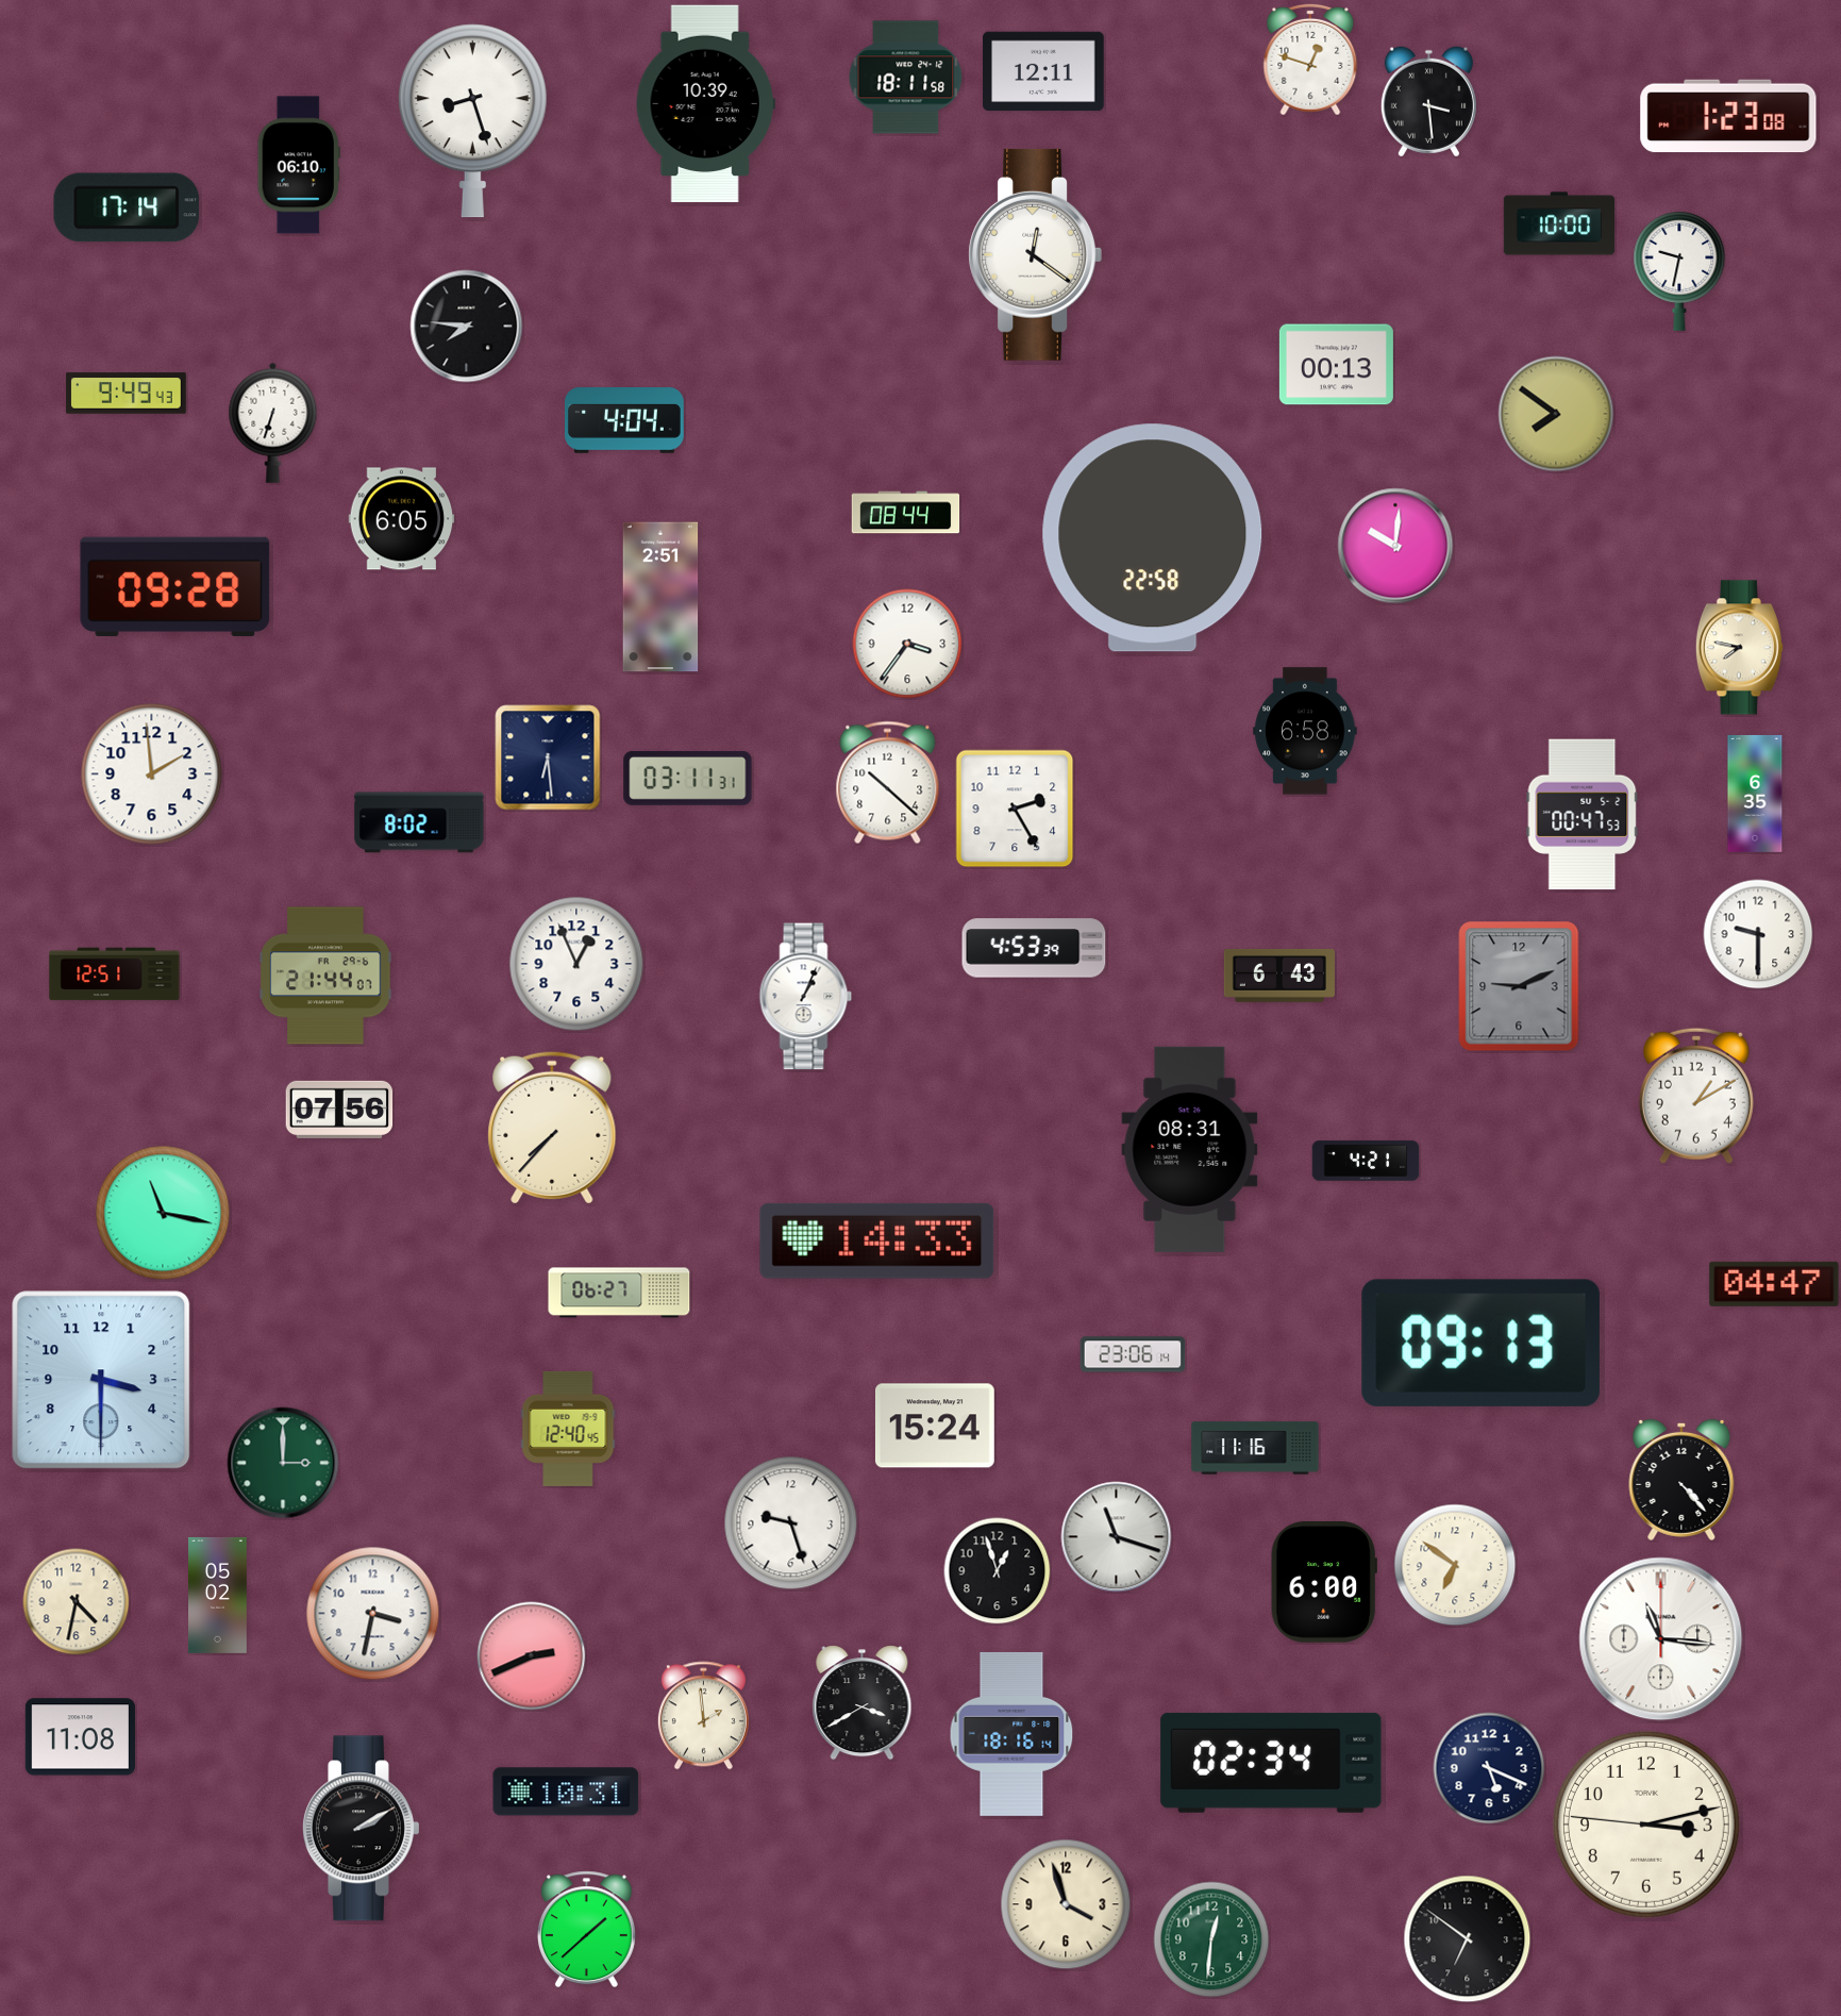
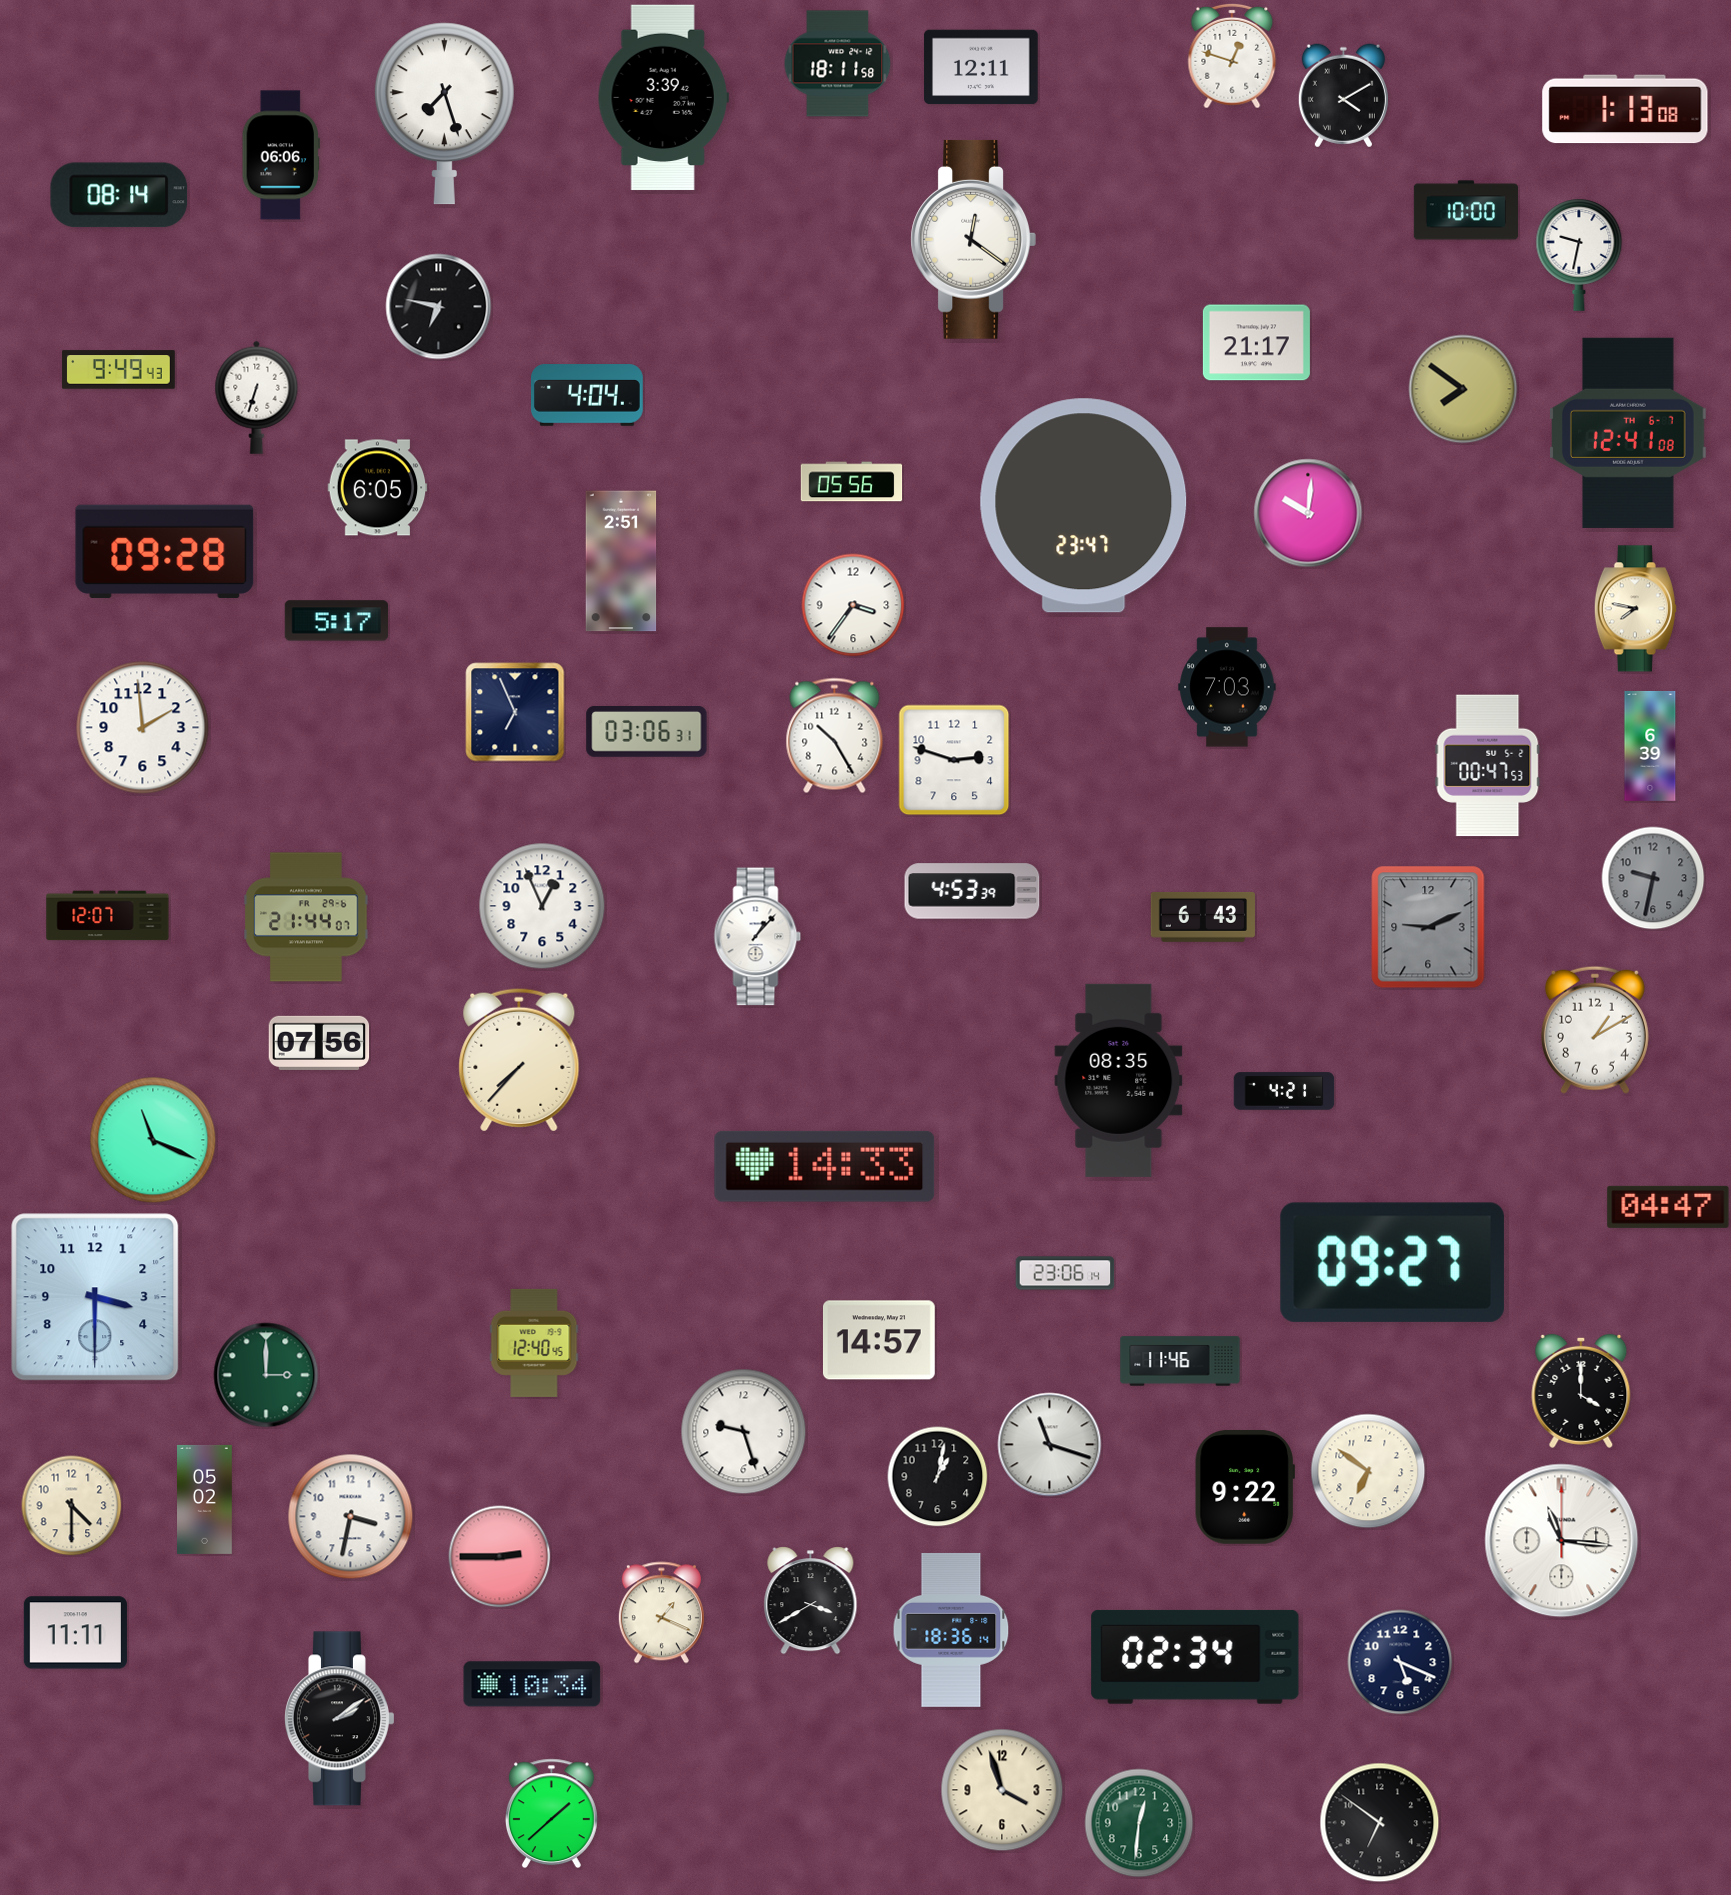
clock at (906, 78) position: (906, 78) -> (838, 64)
clock at (1428, 102): 3:29 -> 4:10
clock at (705, 104): 10:39 -> 3:39
clock at (1728, 116): 1:23 -> 1:13
clock at (472, 121): 8:27 -> 7:27
clock at (299, 165): 06:10 -> 06:06
clock at (127, 207): 17:14 -> 08:14
clock at (467, 327): 7:46 -> 6:47
clock at (1336, 365): 00:13 -> 21:17
clock at (1628, 433): none -> 12:41
clock at (906, 513): 08:44 -> 05:56
clock at (1153, 538): 22:58 -> 23:47
clock at (1395, 546) position: (1395, 546) -> (1308, 513)
clock at (336, 621): none -> 5:17
clock at (1305, 731): 6:58 -> 7:03
clock at (548, 757): 6:29 -> 6:56
clock at (688, 779): 03:11 -> 03:06
clock at (888, 783): 10:22 -> 10:25
clock at (1755, 794): 6:35 -> 6:39
clock at (1015, 809): 2:25 -> 2:48
clock at (419, 822): 8:02 -> none
clock at (1758, 934): 9:30 -> 9:32
clock at (1758, 934) dial: white -> grey
clock at (115, 974): 12:51 -> 12:07
clock at (806, 997): 1:04 -> 1:07
clock at (1190, 1149): 08:31 -> 08:35
clock at (163, 1213): 11:17 -> 11:19
clock at (619, 1293): 06:27 -> none
clock at (1480, 1343): 09:13 -> 09:27
clock at (935, 1426): 15:24 -> 14:57
clock at (1255, 1448): 11:16 -> 11:46
clock at (1681, 1480): 4:23 -> 4:00
clock at (998, 1571): 12:57 -> 1:02
clock at (1324, 1583): 6:00 -> 9:22
clock at (77, 1602): 4:32 -> 4:30
clock at (532, 1656): 2:41 -> 2:45
clock at (703, 1716): 1:59 -> 1:19
clock at (1011, 1734): 18:16 -> 18:36
clock at (80, 1737): 11:08 -> 11:11
clock at (566, 1792): 10:31 -> 10:34
clock at (1646, 1825): 3:12 -> none
clock at (362, 1829): 2:10 -> 2:09
